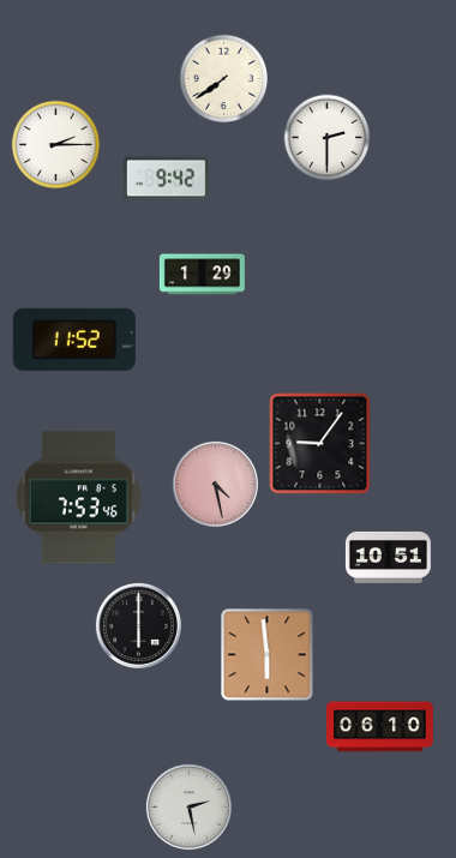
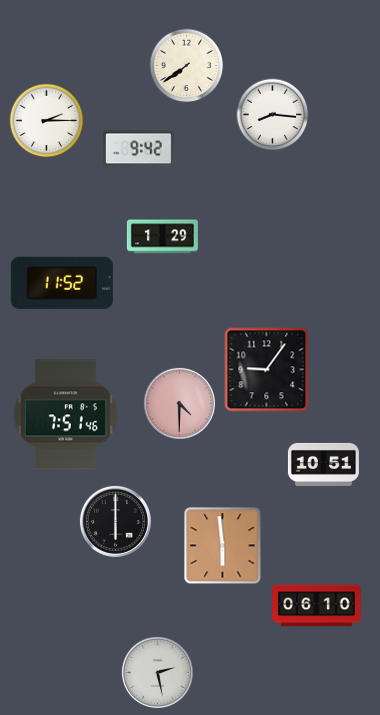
clock at (328, 138): 2:30 -> 8:16
clock at (202, 275) position: (202, 275) -> (162, 237)
clock at (215, 484): 4:28 -> 4:30
clock at (78, 498): 7:53 -> 7:51
